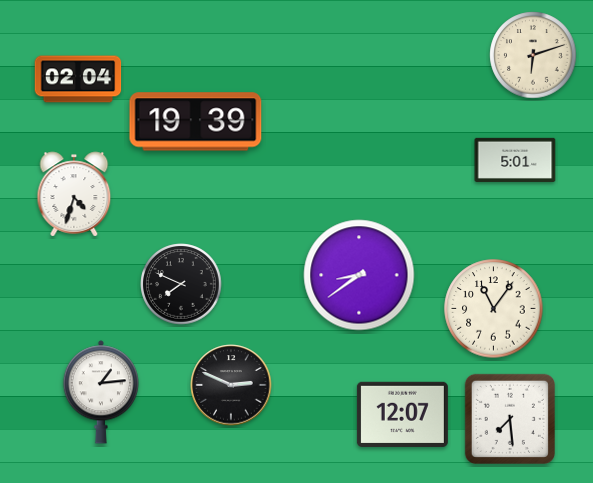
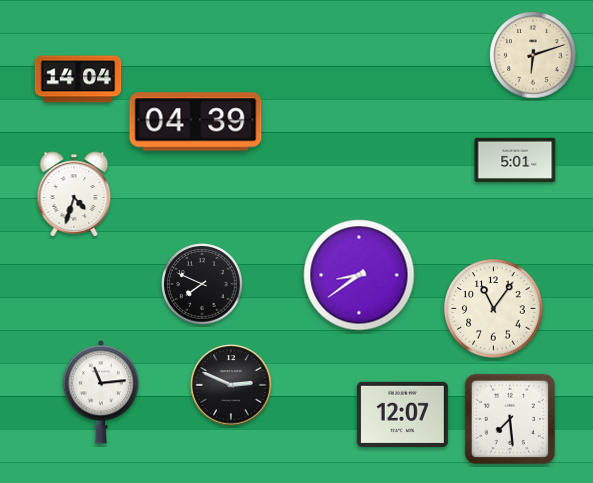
clock at (78, 79): 02:04 -> 14:04
clock at (196, 122): 19:39 -> 04:39
clock at (181, 284) position: (181, 284) -> (202, 284)
clock at (100, 392): 1:14 -> 11:14
